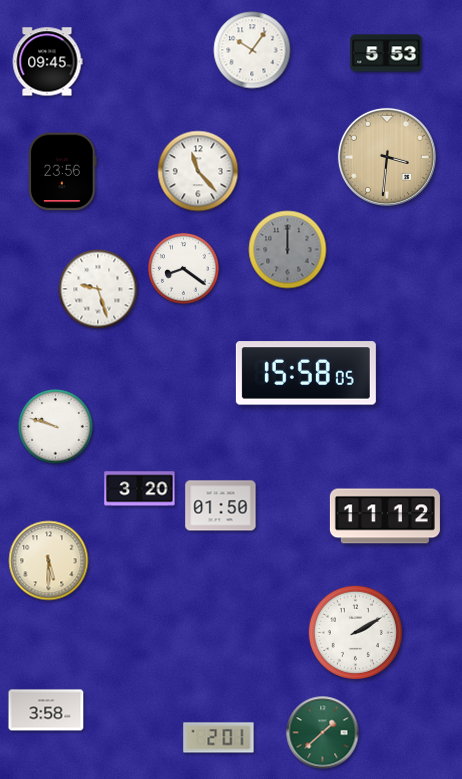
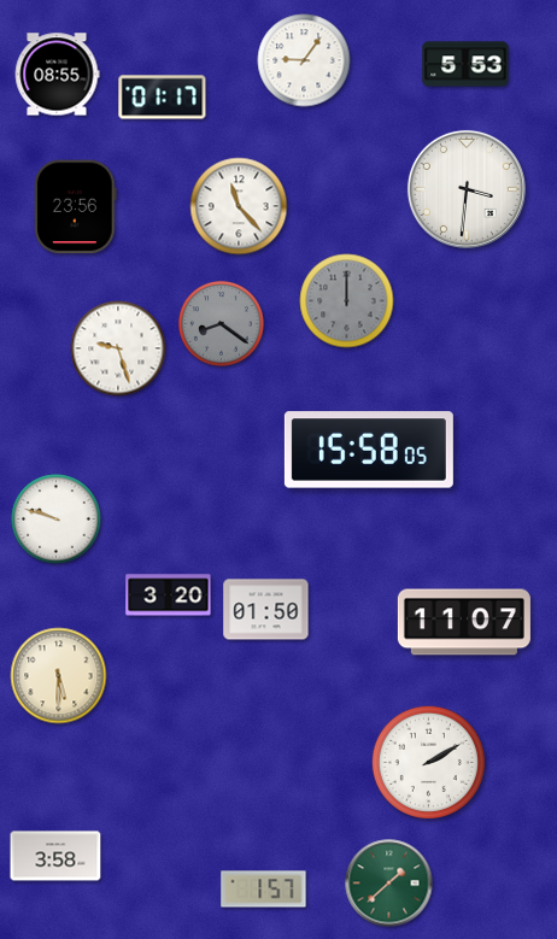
clock at (252, 50): 10:06 -> 9:06
clock at (47, 62): 09:45 -> 08:55
clock at (163, 98): none -> 01:17
clock at (387, 157) dial: champagne -> white
clock at (184, 269) dial: white -> grey
clock at (56, 427) position: (56, 427) -> (57, 520)
clock at (140, 489) position: (140, 489) -> (169, 595)
clock at (385, 516): 11:12 -> 11:07
clock at (219, 738): 2:01 -> 1:57
